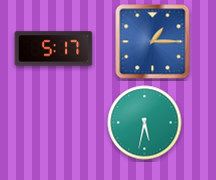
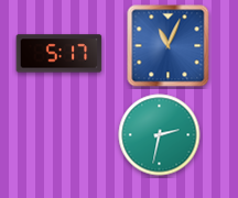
clock at (153, 42): 1:15 -> 11:04
clock at (145, 123): 5:32 -> 2:32
